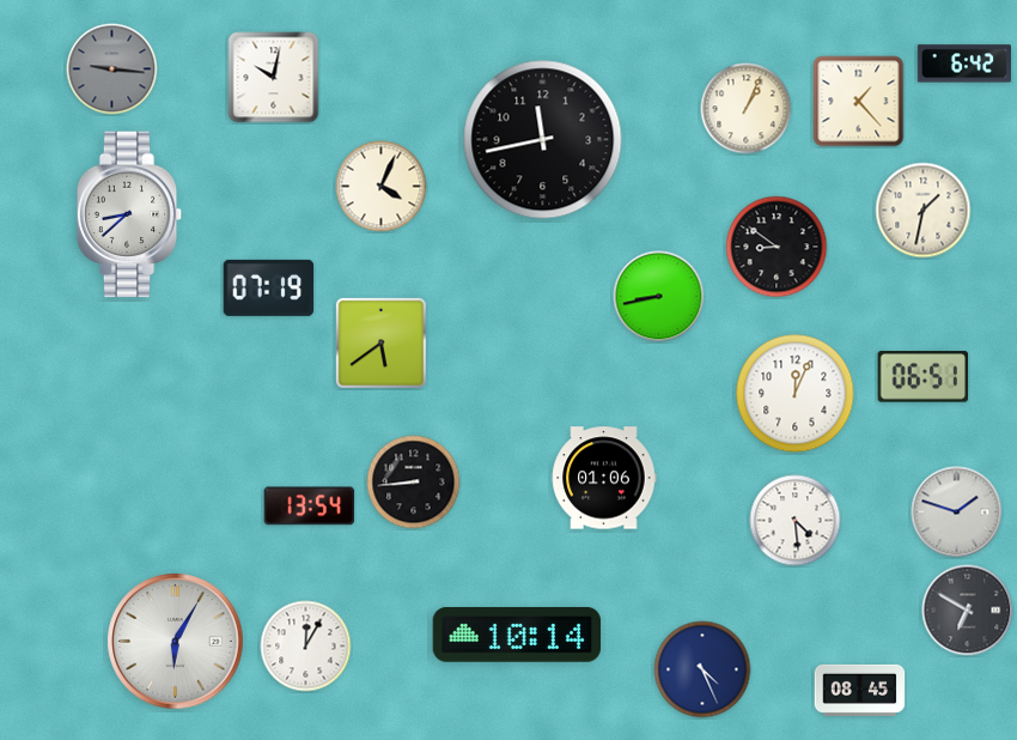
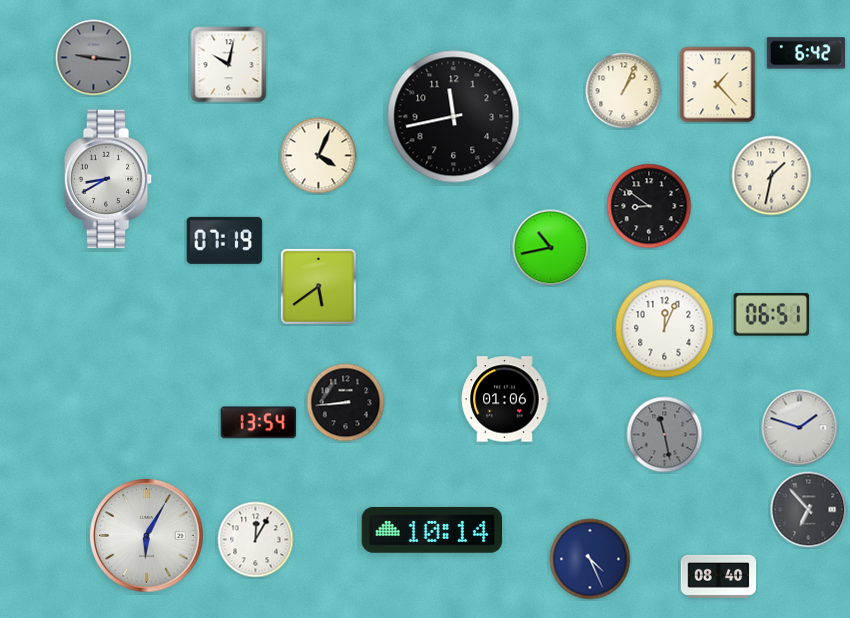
clock at (129, 214): 8:38 -> 8:40
clock at (659, 297): 8:43 -> 10:43
clock at (796, 521): 4:29 -> 11:28
clock at (796, 521) dial: white -> grey
clock at (968, 611): 6:50 -> 6:53
clock at (702, 669) position: (702, 669) -> (590, 559)
clock at (860, 690): 08:45 -> 08:40
